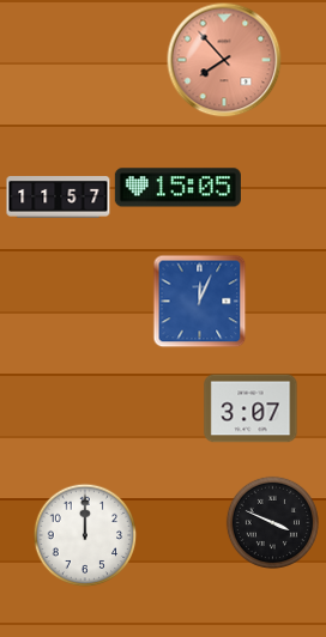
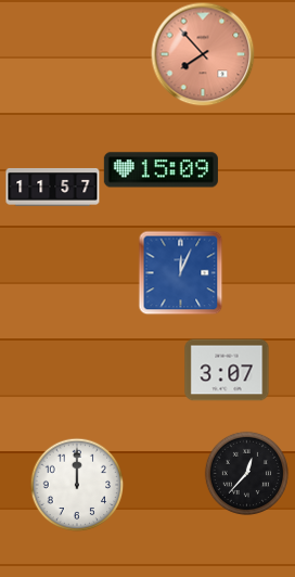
clock at (177, 188): 15:05 -> 15:09
clock at (59, 198) position: (59, 198) -> (53, 188)
clock at (272, 522): 3:49 -> 12:37
